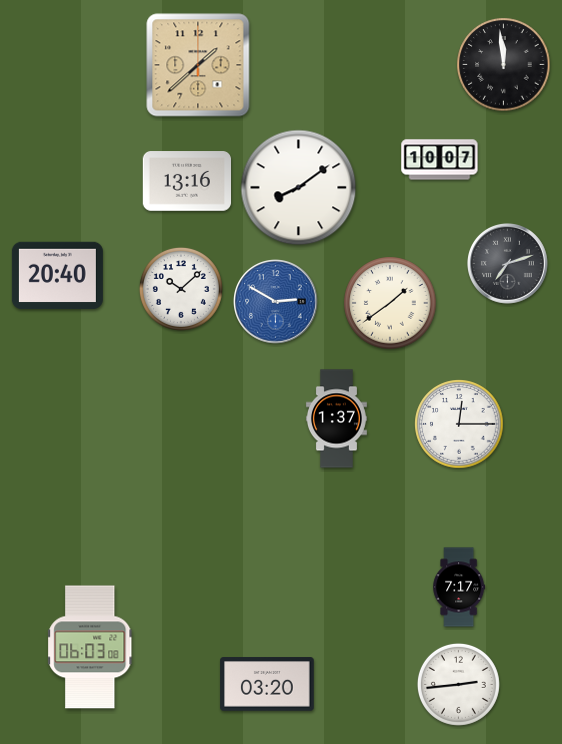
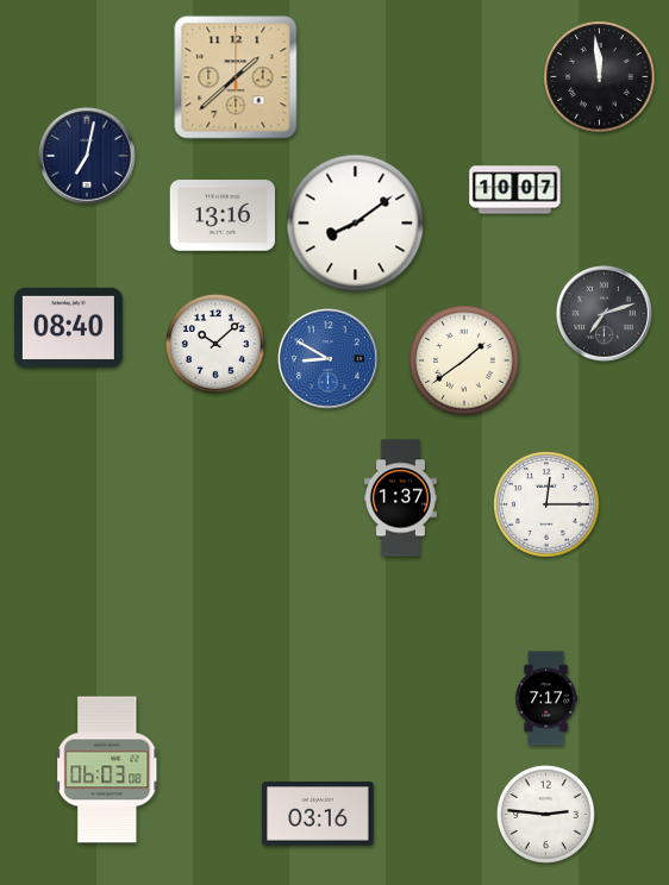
clock at (88, 157): none -> 7:02
clock at (440, 160) position: (440, 160) -> (515, 190)
clock at (57, 276): 20:40 -> 08:40
clock at (276, 302): 2:50 -> 8:50
clock at (267, 684): 03:20 -> 03:16
clock at (458, 684): 2:44 -> 2:46
